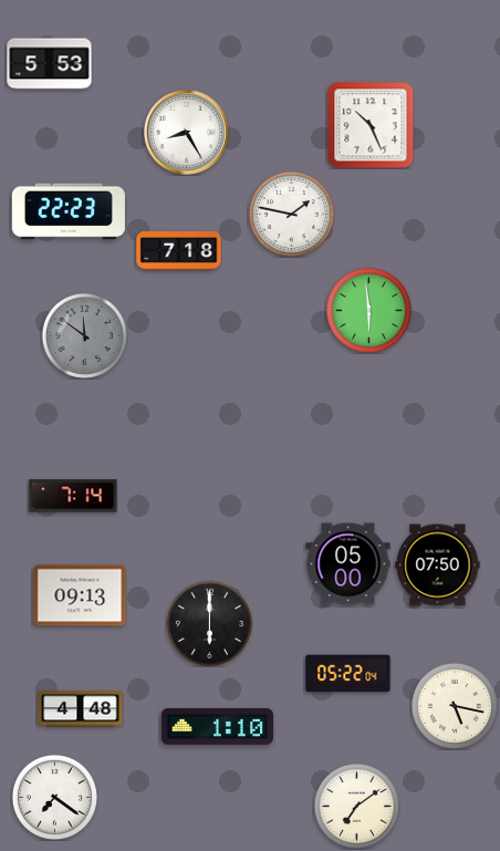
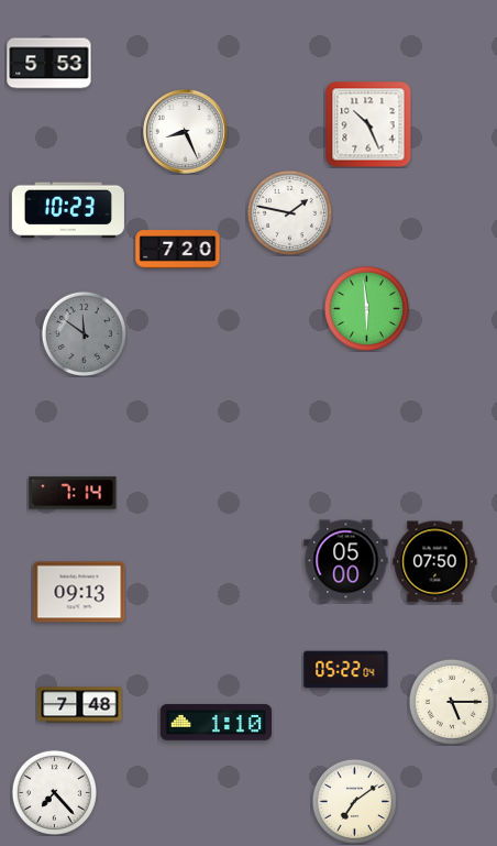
clock at (187, 133): 8:25 -> 8:26
clock at (69, 211): 22:23 -> 10:23
clock at (179, 251): 7:18 -> 7:20
clock at (209, 623): 6:00 -> none
clock at (455, 706): 5:17 -> 5:15
clock at (81, 709): 4:48 -> 7:48
clock at (54, 797): 7:21 -> 7:23
